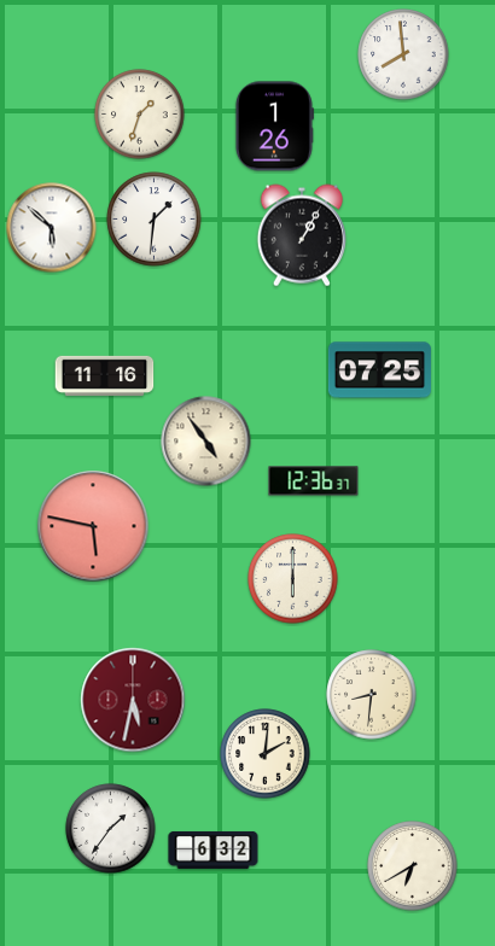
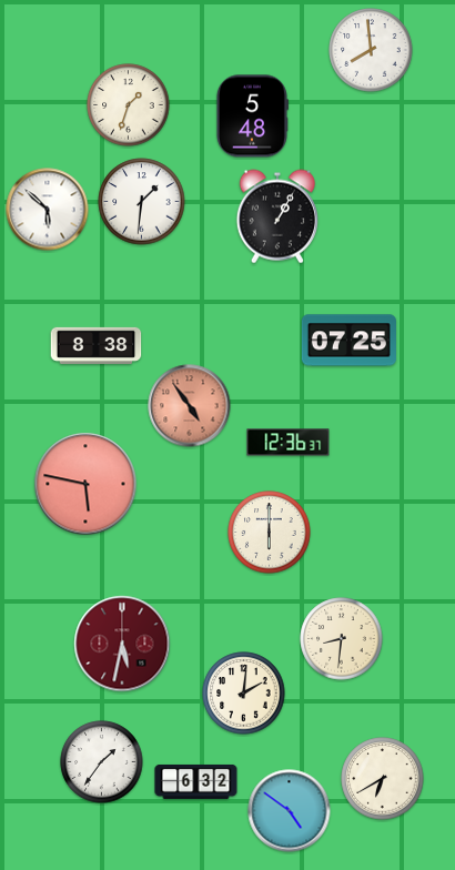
clock at (274, 127): 1:26 -> 5:48
clock at (105, 375): 11:16 -> 8:38
clock at (206, 442) dial: cream -> salmon
clock at (413, 866) position: (413, 866) -> (383, 779)
clock at (290, 811): none -> 4:51
